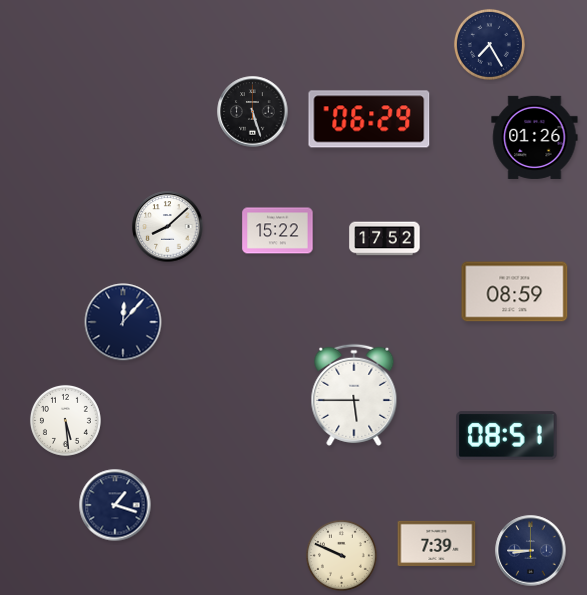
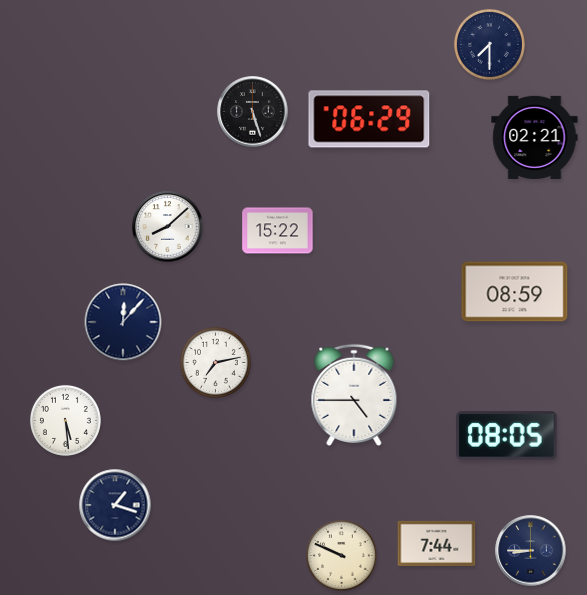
clock at (489, 44): 7:25 -> 7:30
clock at (535, 137): 01:26 -> 02:21
clock at (385, 239): 17:52 -> none
clock at (215, 362): none -> 7:13
clock at (354, 395): 5:45 -> 4:45
clock at (507, 436): 08:51 -> 08:05
clock at (437, 543): 7:39 -> 7:44
